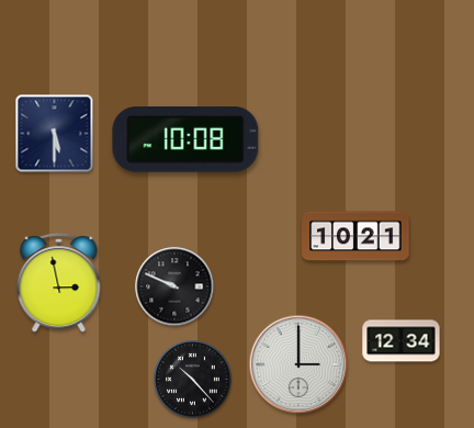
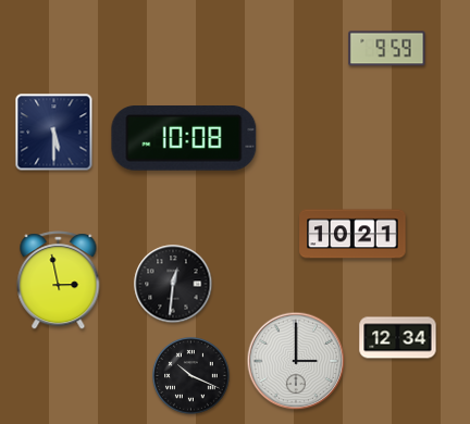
clock at (387, 49): none -> 9:59
clock at (174, 286): 9:49 -> 12:31
clock at (193, 380): 10:23 -> 10:19
